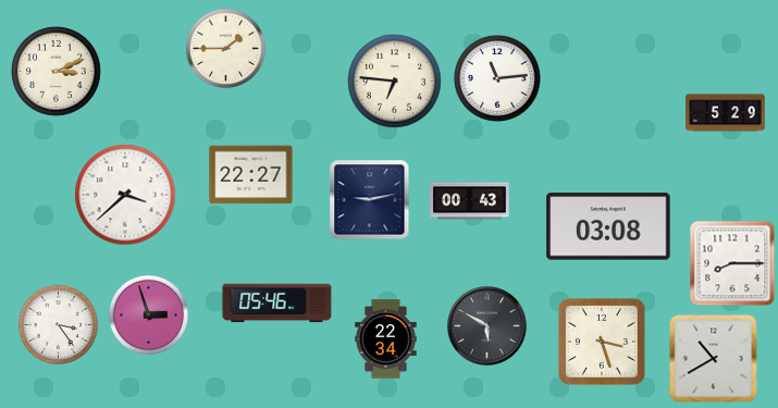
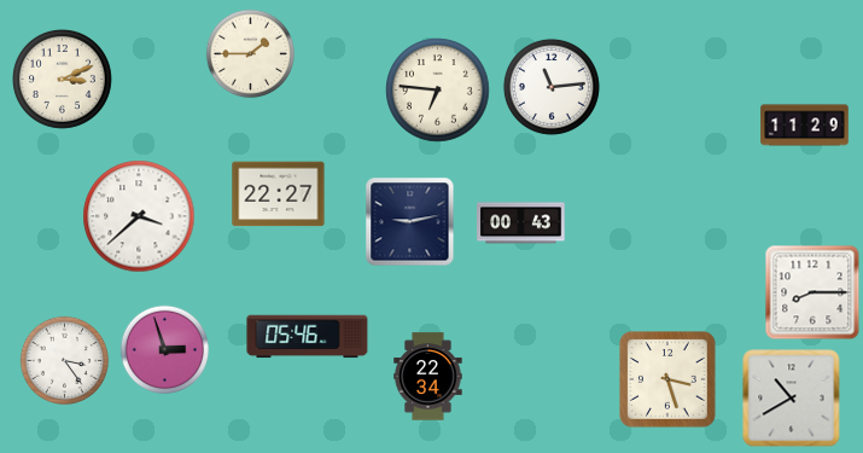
clock at (726, 113): 5:29 -> 11:29
clock at (608, 226): 03:08 -> none
clock at (487, 326): 5:50 -> none
